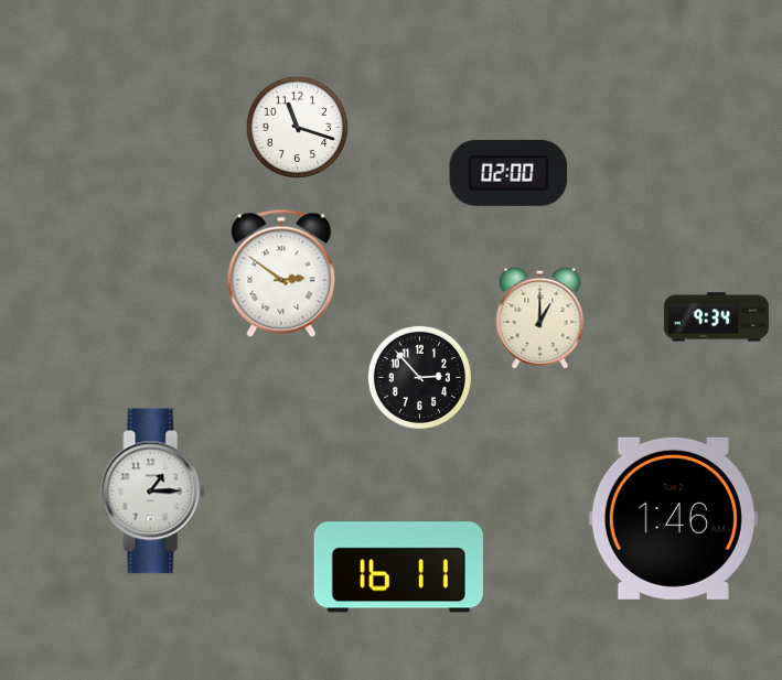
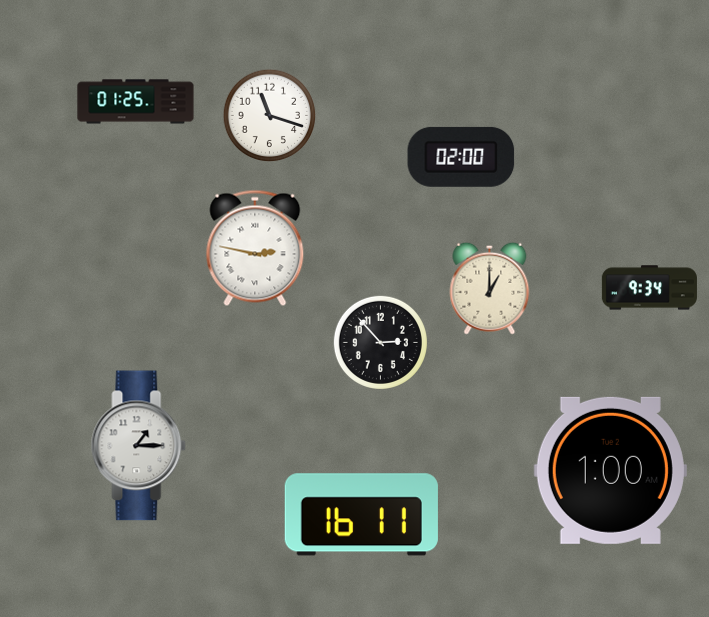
clock at (136, 102): none -> 01:25
clock at (281, 273): 2:51 -> 2:47
clock at (673, 518): 1:46 -> 1:00
